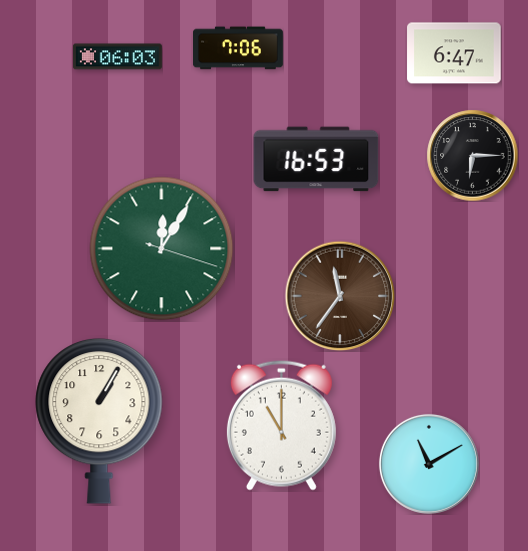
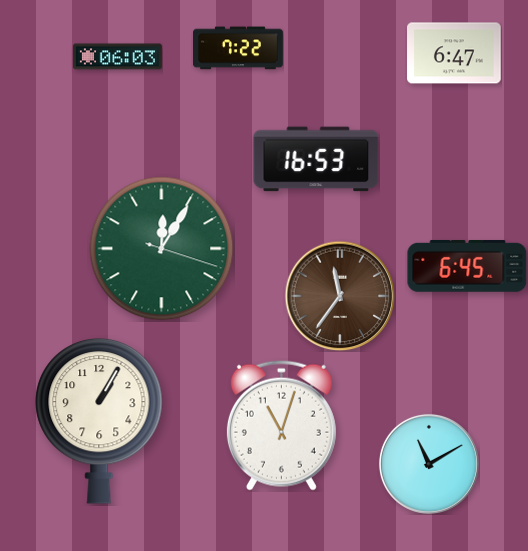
clock at (239, 48): 7:06 -> 7:22
clock at (472, 155): 6:15 -> none
clock at (467, 266): none -> 6:45
clock at (281, 425): 11:00 -> 11:03
